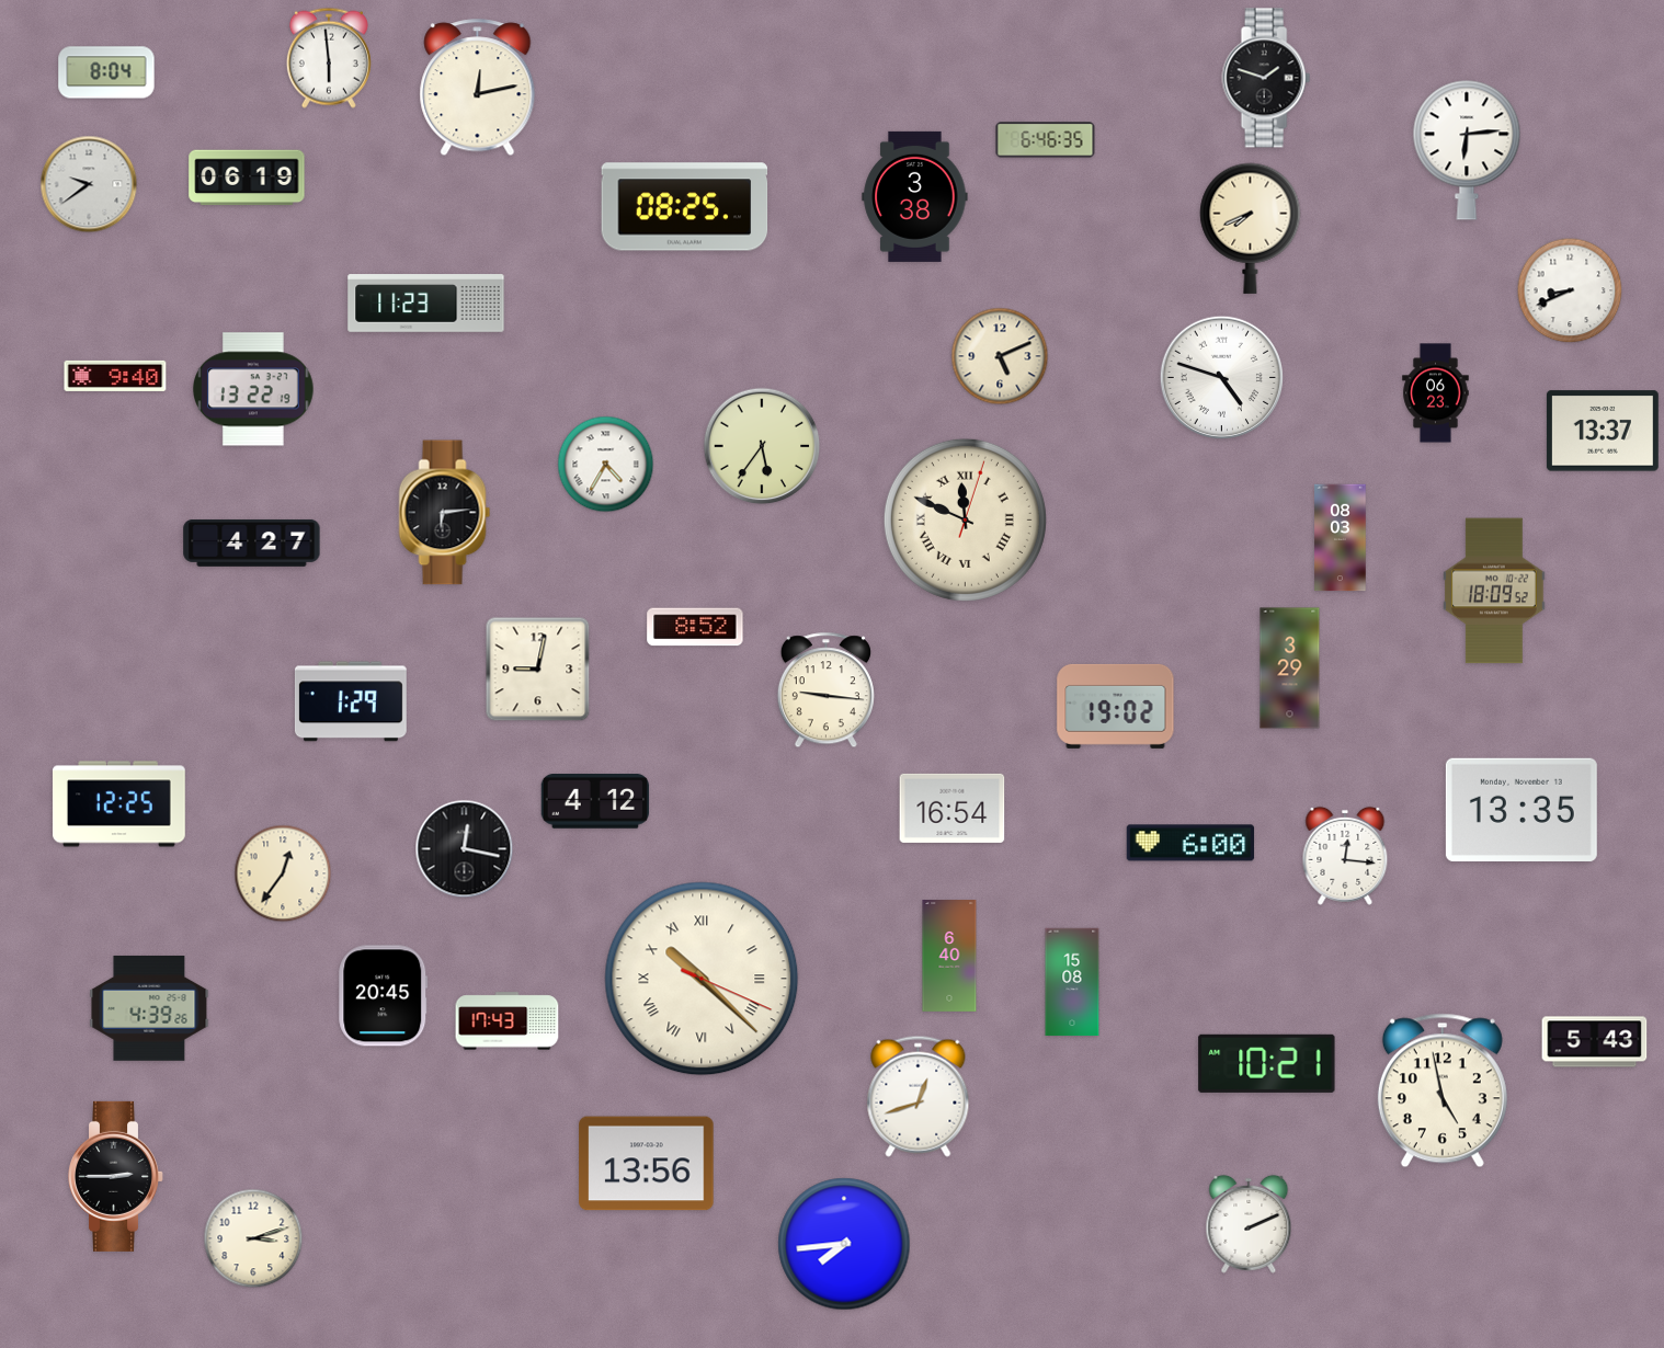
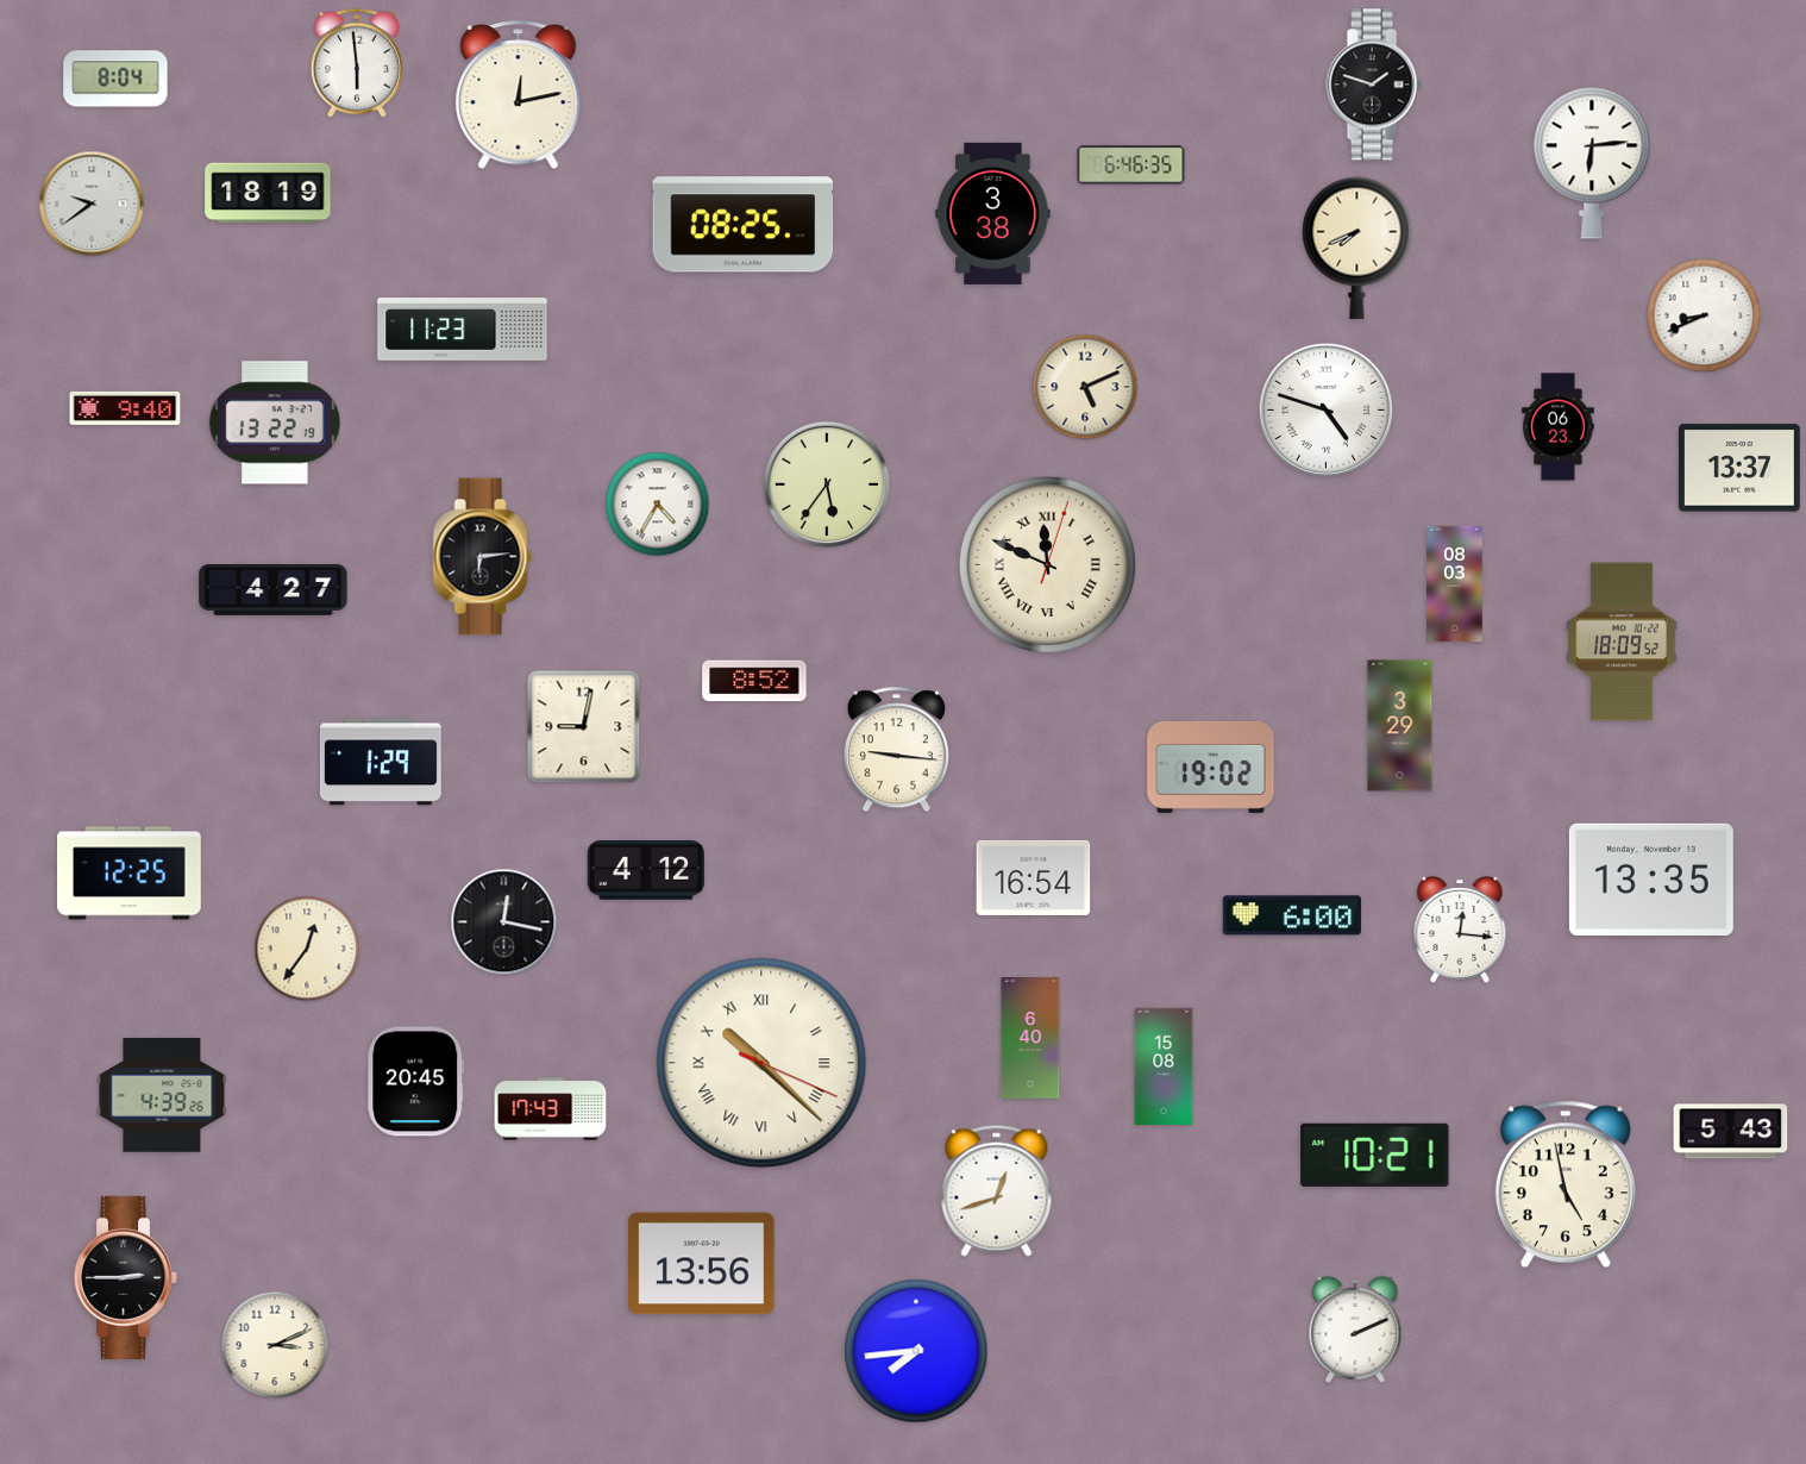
clock at (1046, 140) position: (1046, 140) -> (1131, 165)
clock at (247, 178): 06:19 -> 18:19
clock at (89, 184) position: (89, 184) -> (92, 204)
clock at (253, 1238): 3:12 -> 3:11
